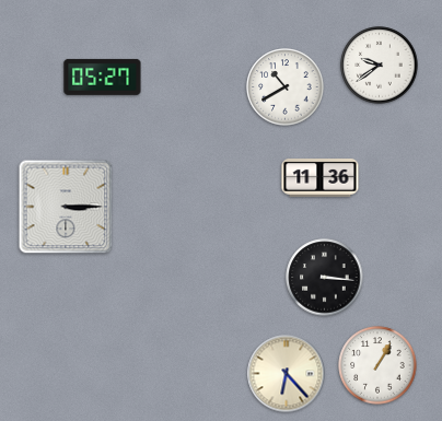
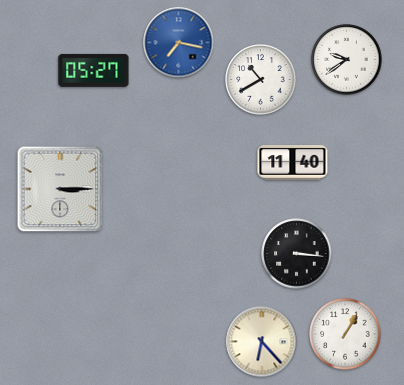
clock at (179, 43): none -> 7:17
clock at (321, 178): 11:36 -> 11:40
